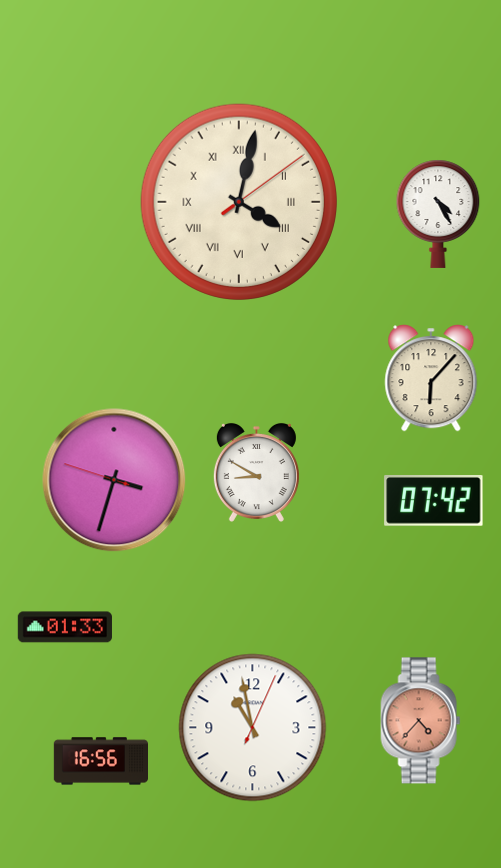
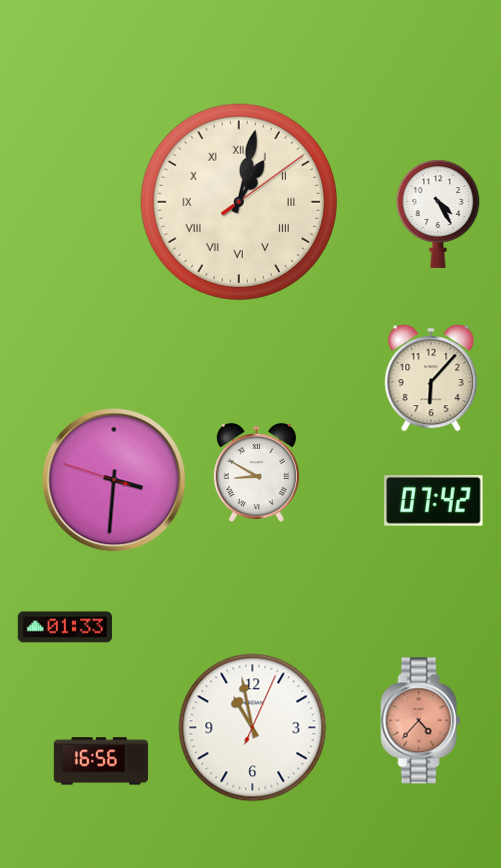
clock at (239, 202): 4:02 -> 1:02
clock at (114, 480): 3:32 -> 3:30
